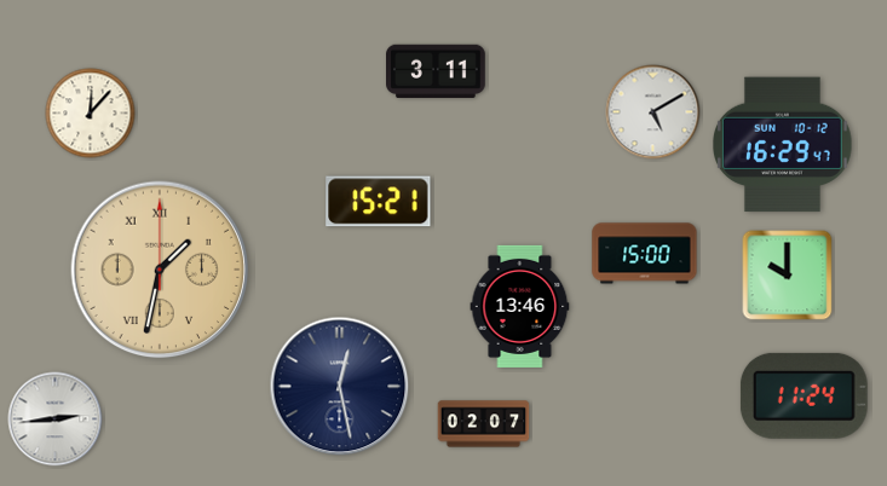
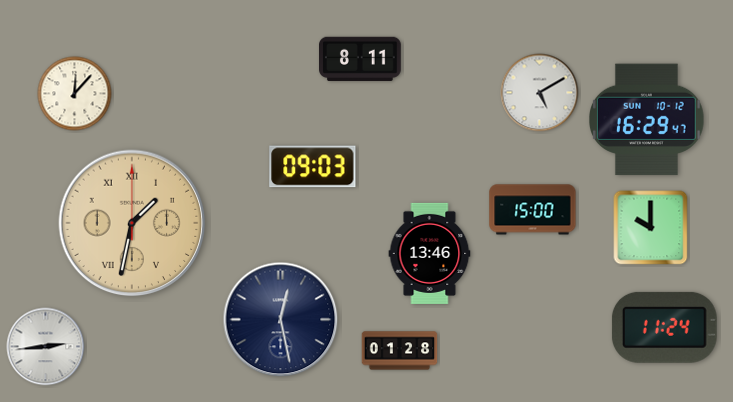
clock at (437, 70): 3:11 -> 8:11
clock at (379, 202): 15:21 -> 09:03
clock at (484, 424): 02:07 -> 01:28
